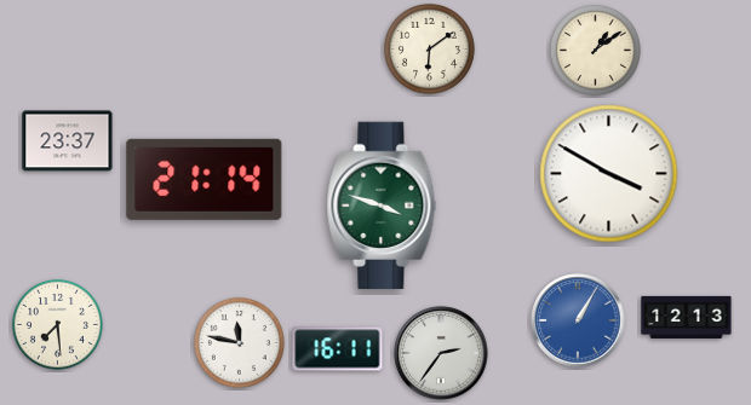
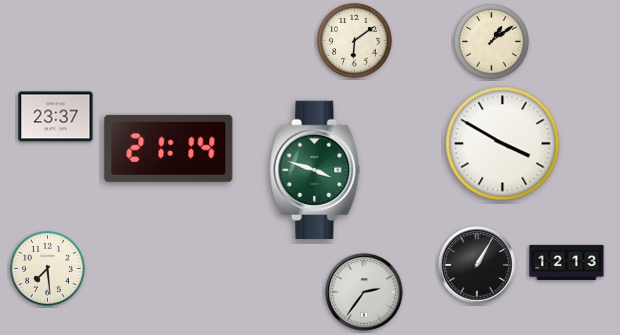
clock at (578, 320) dial: blue -> black
clock at (239, 342): 11:47 -> none
clock at (338, 349): 16:11 -> none
